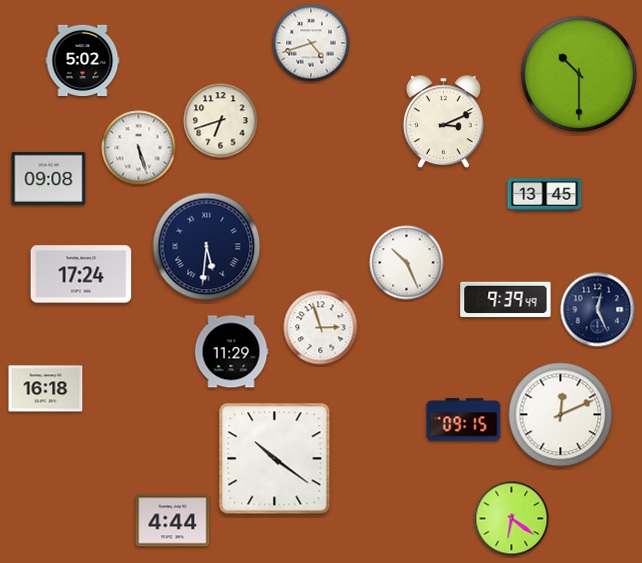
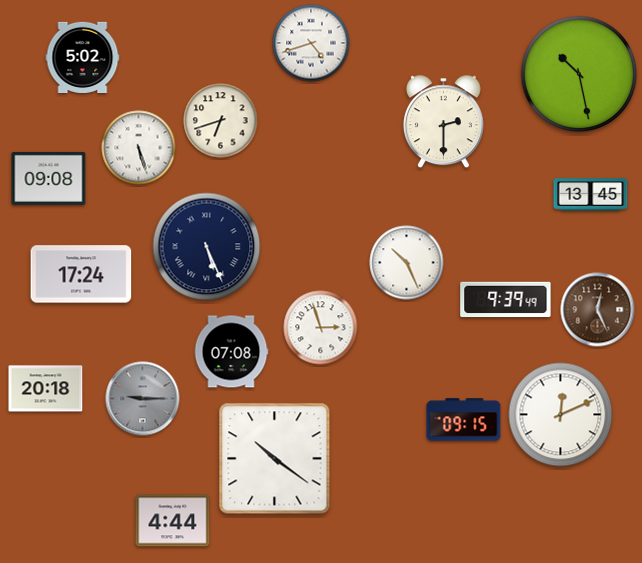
clock at (83, 60) position: (83, 60) -> (83, 57)
clock at (579, 74): 10:30 -> 10:28
clock at (443, 122): 3:11 -> 2:30
clock at (545, 195) position: (545, 195) -> (591, 195)
clock at (207, 247): 5:31 -> 5:26
clock at (598, 310) dial: navy -> brown
clock at (231, 352): 11:29 -> 07:08
clock at (46, 389): 16:18 -> 20:18
clock at (143, 399): none -> 9:15
clock at (512, 519): 6:21 -> none
